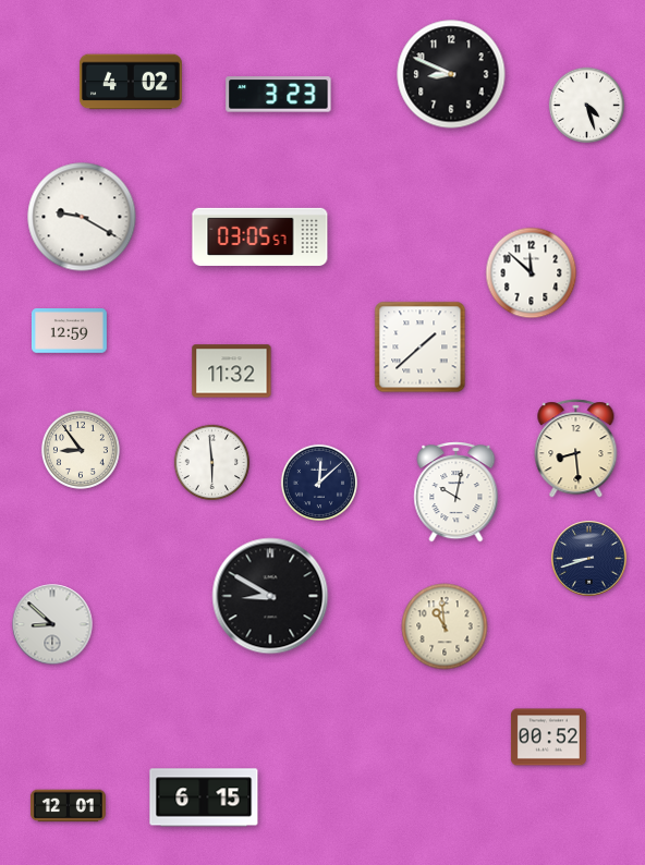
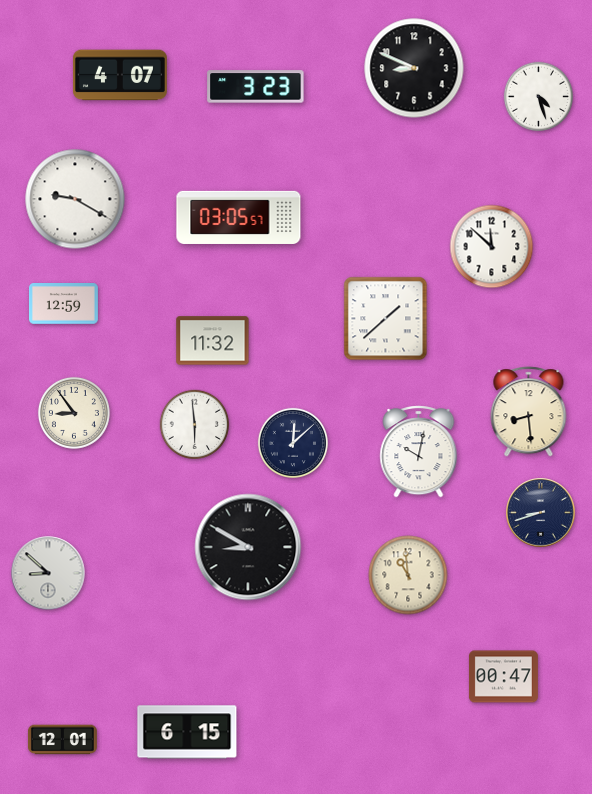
clock at (131, 82): 4:02 -> 4:07
clock at (532, 273) position: (532, 273) -> (492, 247)
clock at (548, 738): 00:52 -> 00:47
